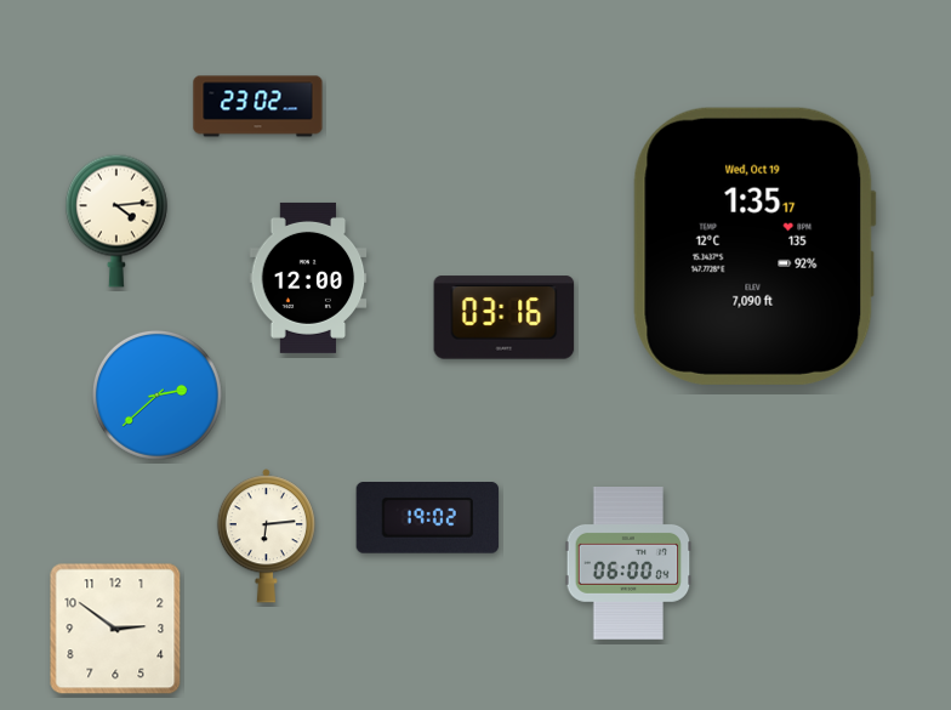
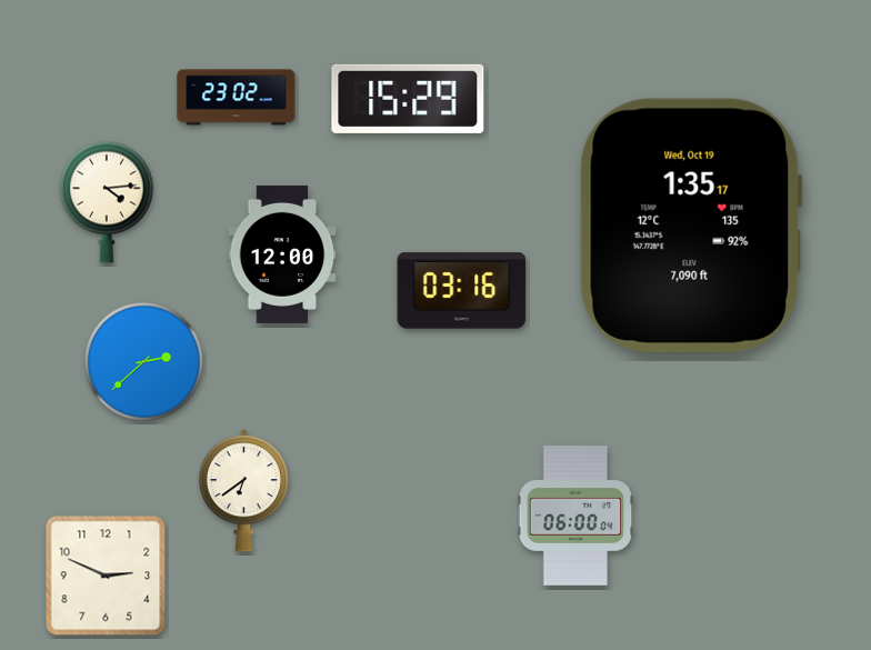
clock at (408, 99): none -> 15:29
clock at (428, 518): 19:02 -> none
clock at (266, 536): 6:14 -> 6:39
clock at (115, 629): 2:51 -> 2:49
